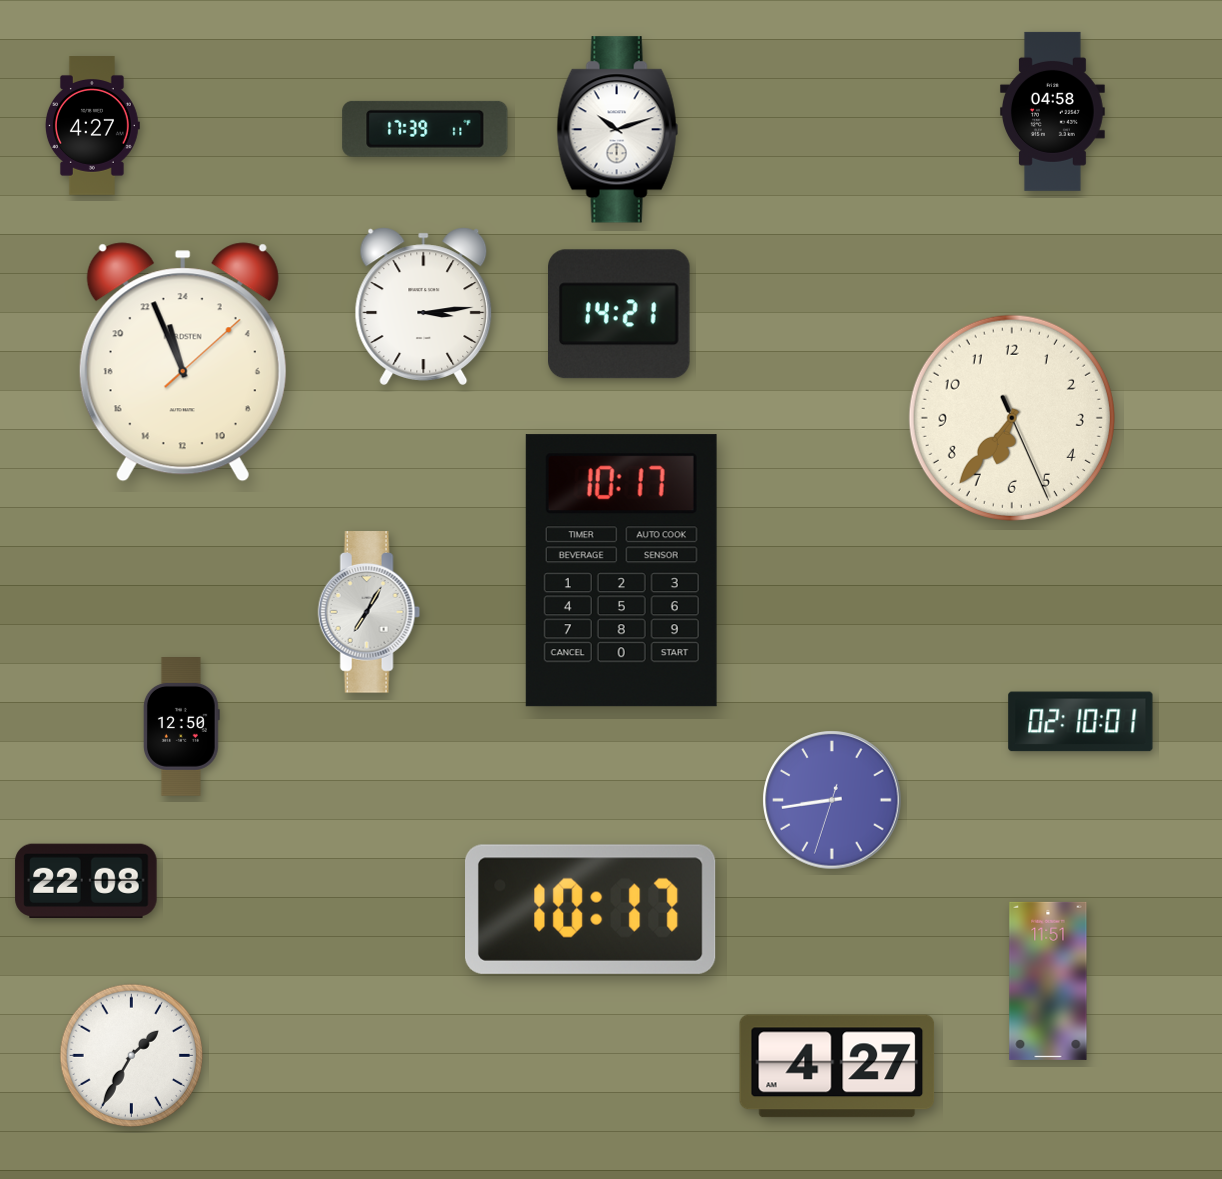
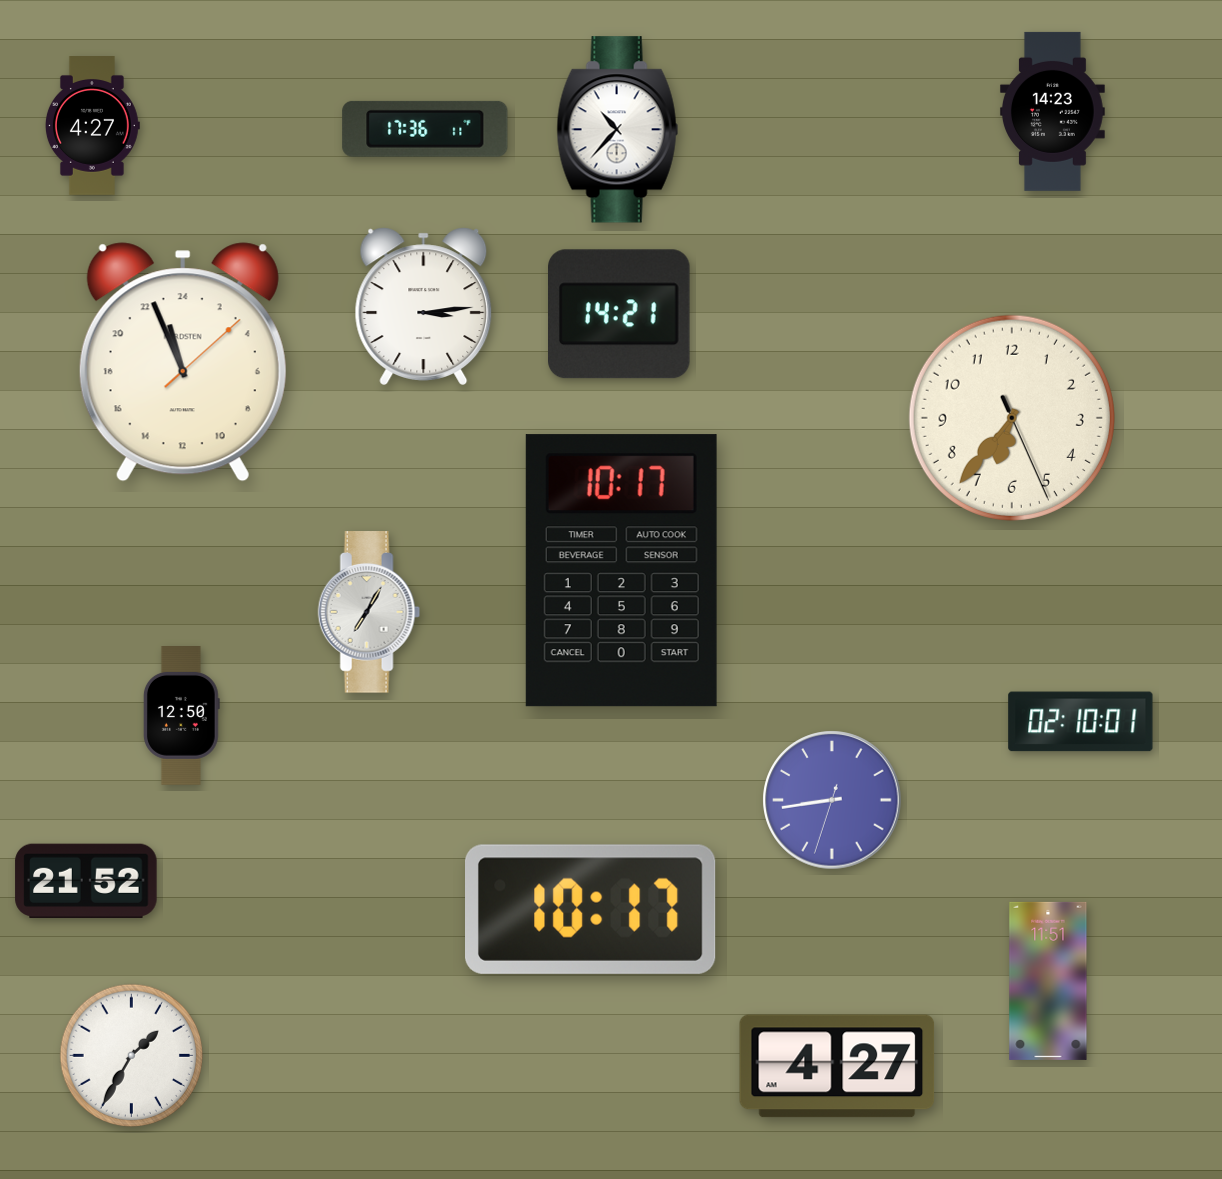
clock at (1052, 111): 04:58 -> 14:23
clock at (425, 129): 17:39 -> 17:36
clock at (618, 130): 10:12 -> 10:37
clock at (181, 727) position: (181, 727) -> (181, 716)
clock at (86, 881): 22:08 -> 21:52
